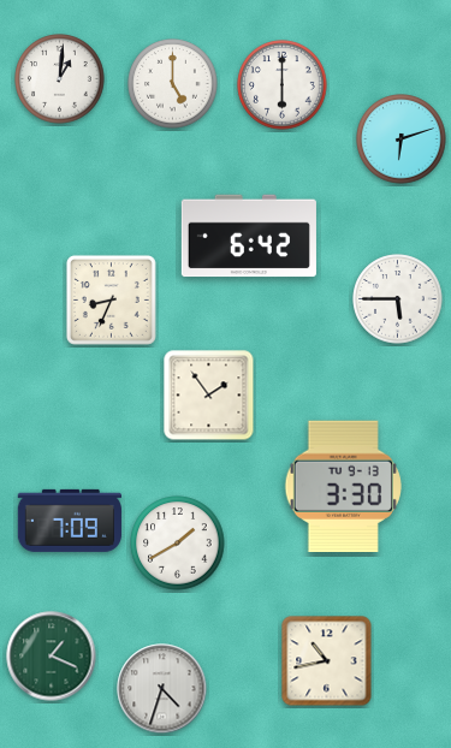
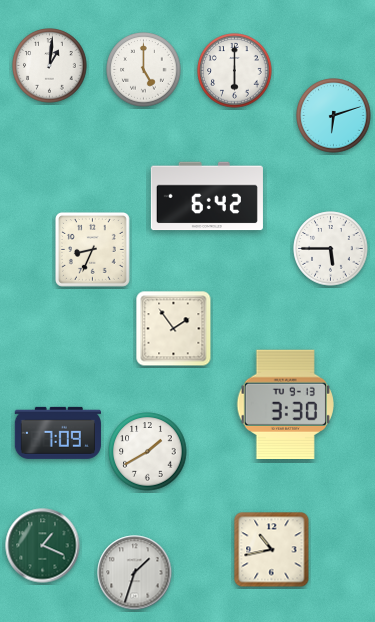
clock at (162, 689): 4:33 -> 1:33
